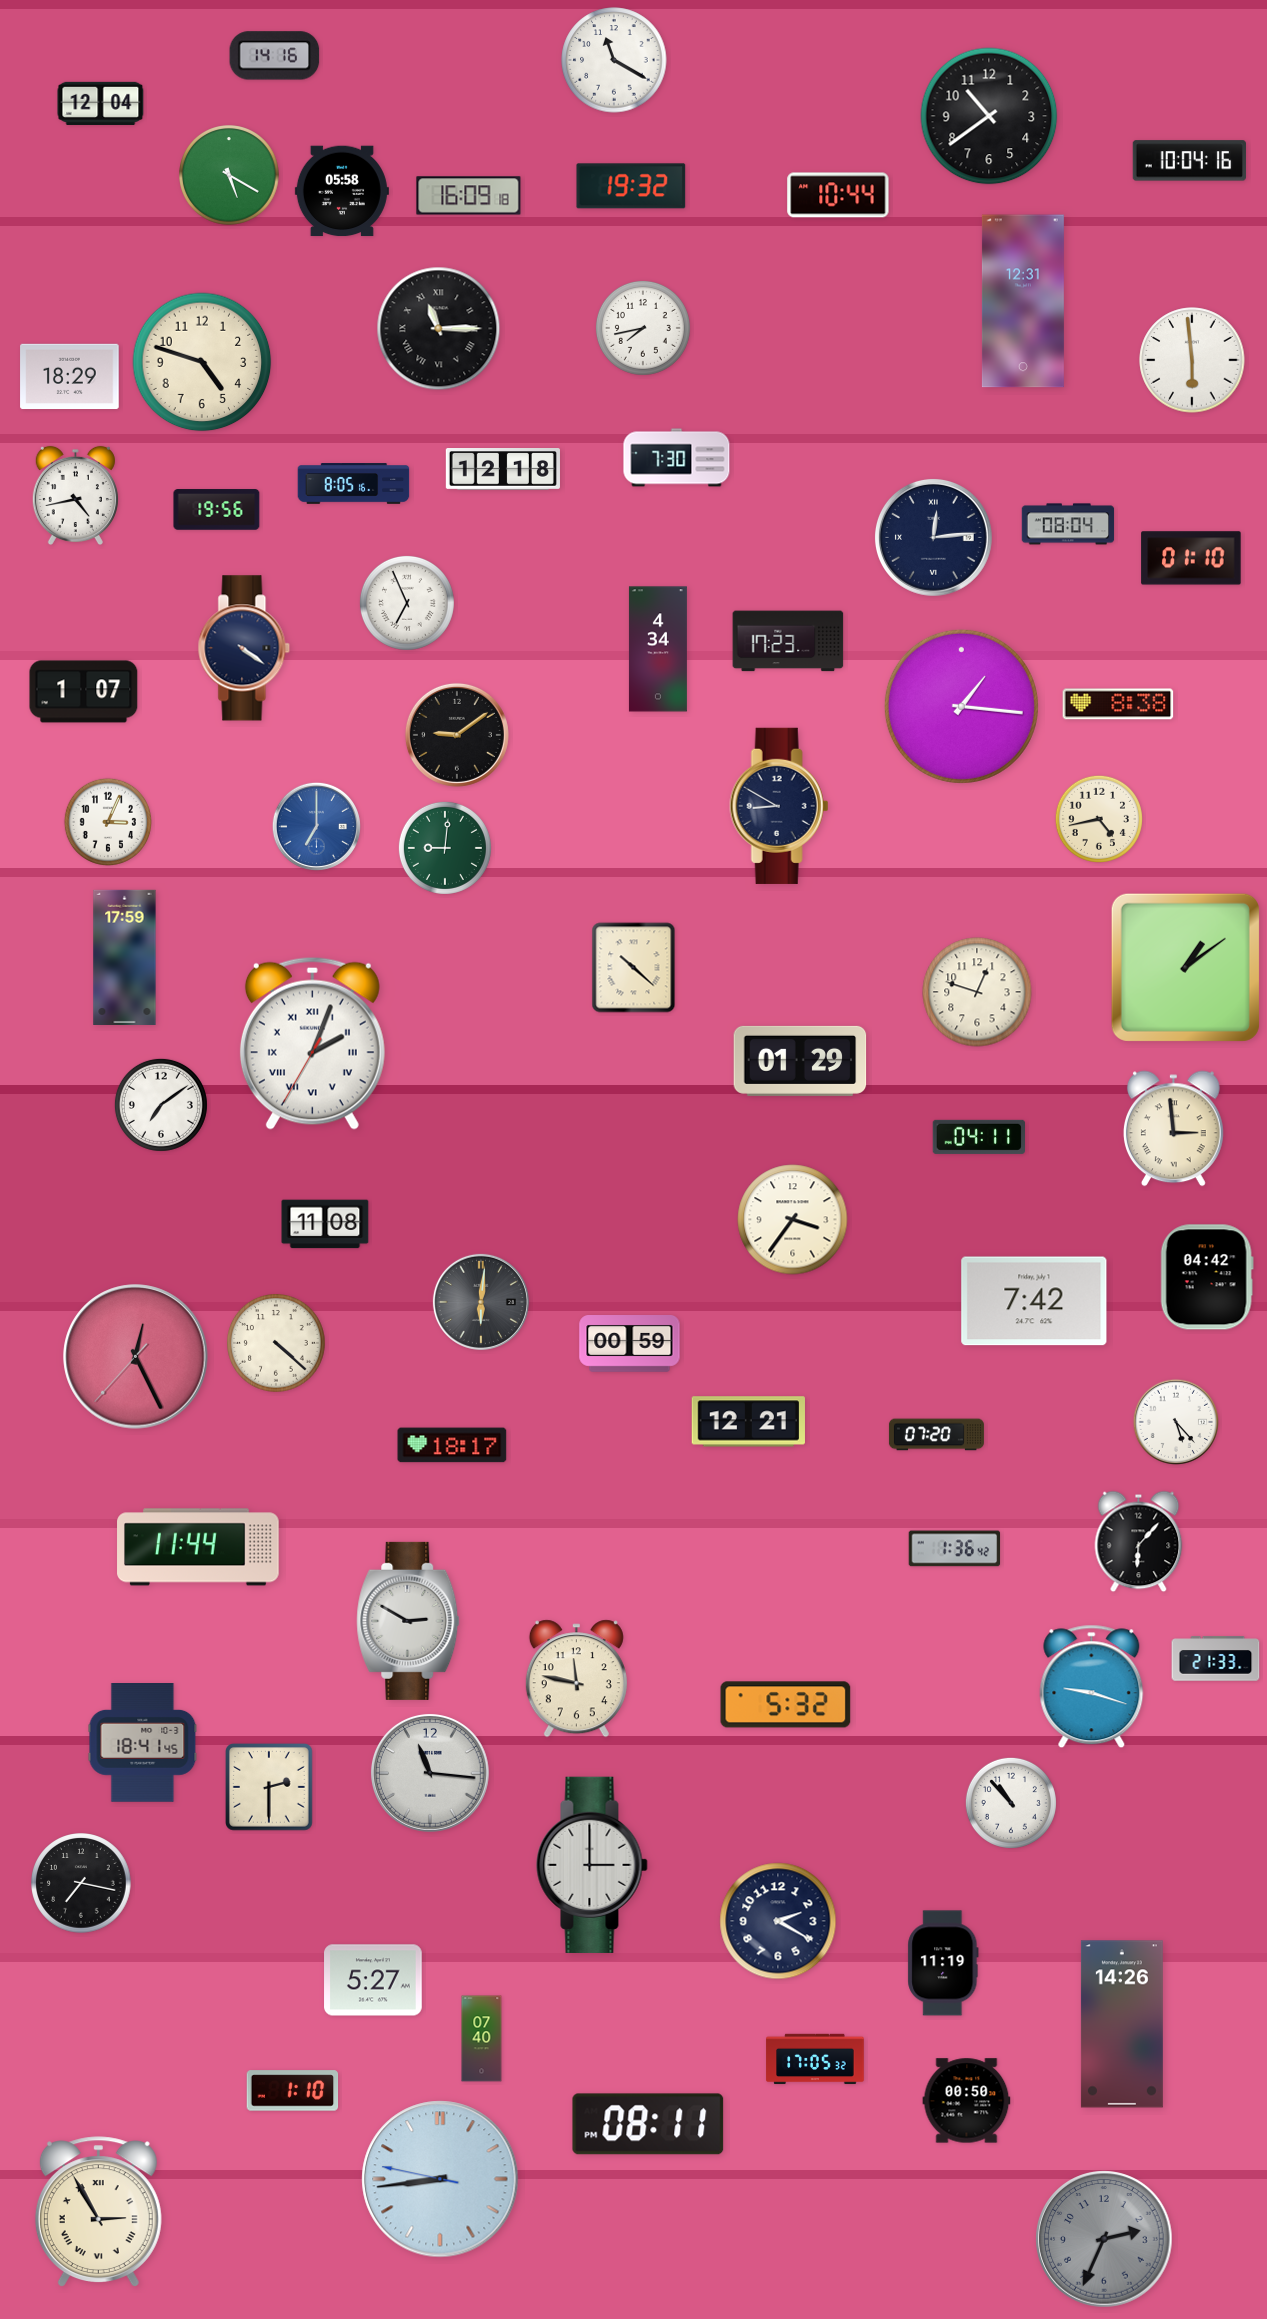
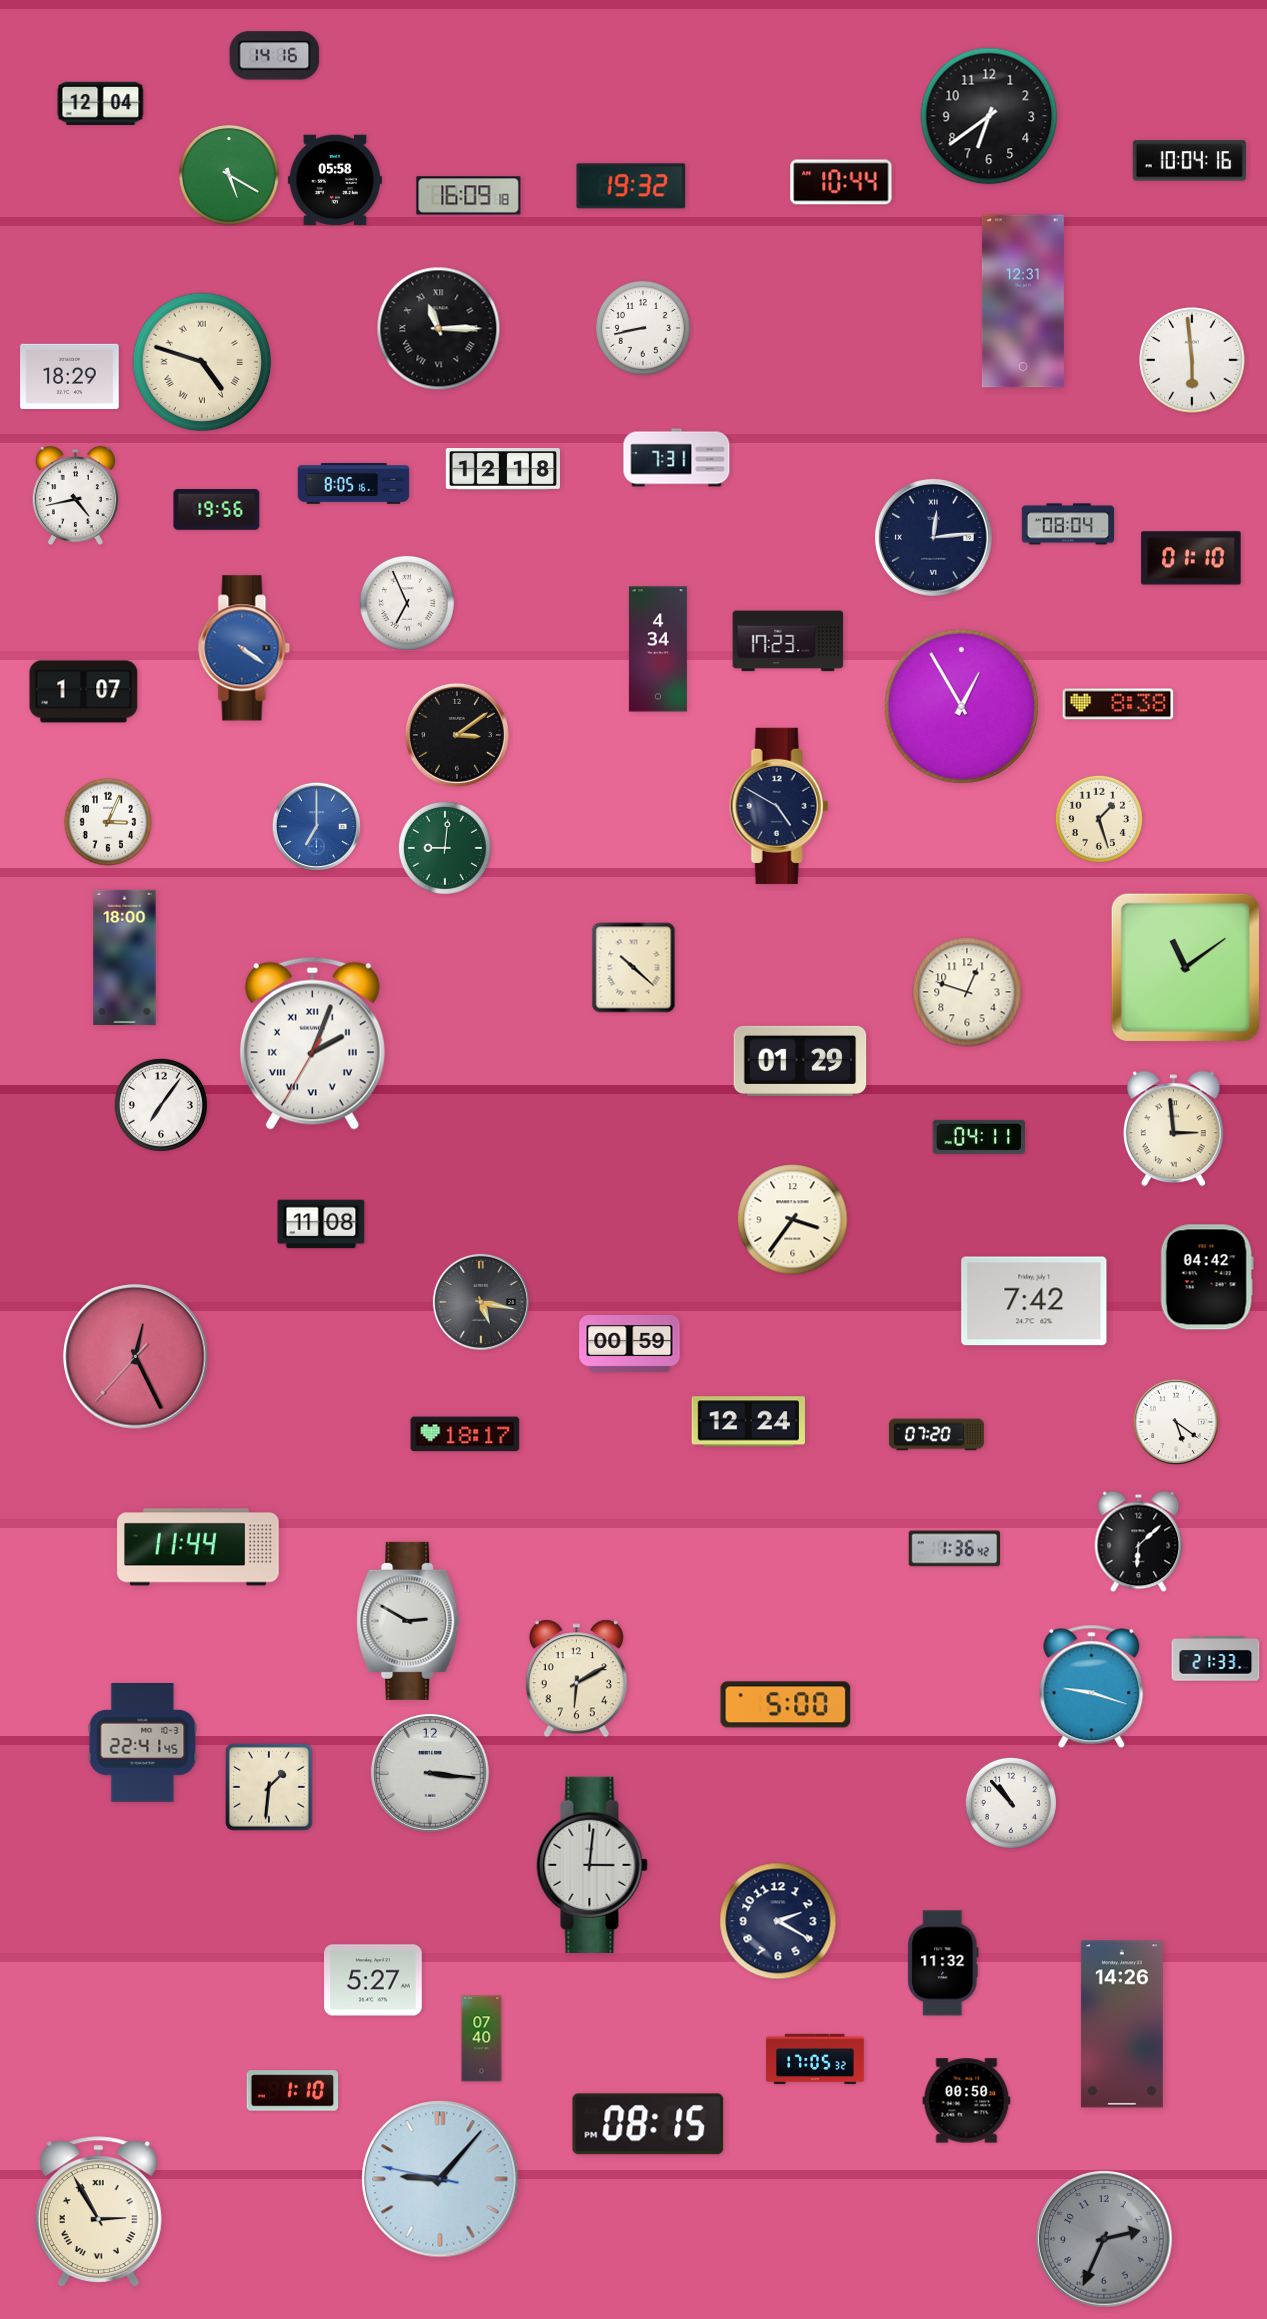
clock at (614, 60): 11:20 -> none
clock at (989, 116): 10:39 -> 6:39
clock at (342, 191) position: (342, 191) -> (335, 180)
clock at (838, 195) position: (838, 195) -> (841, 182)
clock at (643, 328): 7:43 -> 8:43
clock at (202, 362) numerals: Arabic -> Roman
clock at (677, 458): 7:30 -> 7:31
clock at (244, 648) dial: navy -> blue
clock at (961, 706): 1:16 -> 12:55
clock at (457, 735): 9:09 -> 3:09
clock at (779, 806): 8:50 -> 4:50
clock at (1098, 818): 4:43 -> 1:27
clock at (125, 957): 17:59 -> 18:00
clock at (1185, 967): 1:09 -> 11:09
clock at (977, 992) position: (977, 992) -> (967, 992)
clock at (161, 1105): 7:09 -> 7:06
clock at (325, 1224) position: (325, 1224) -> (321, 1224)
clock at (481, 1302): 6:01 -> 5:17
clock at (277, 1344): 4:22 -> none
clock at (748, 1422): 12:21 -> 12:24
clock at (1176, 1422): 5:23 -> 5:21
clock at (452, 1445) position: (452, 1445) -> (465, 1434)
clock at (1139, 1542): 6:07 -> 6:08
clock at (576, 1679): 11:47 -> 6:10
clock at (786, 1705): 5:32 -> 5:00
clock at (143, 1743): 18:41 -> 22:41
clock at (430, 1773): 11:16 -> 3:16
clock at (270, 1788): 2:30 -> 1:31
clock at (592, 1865): 3:00 -> 3:01
clock at (81, 1883): 7:17 -> none
clock at (943, 1963): 11:19 -> 11:32
clock at (648, 2124): 08:11 -> 08:15
clock at (440, 2179): 8:43 -> 9:06
